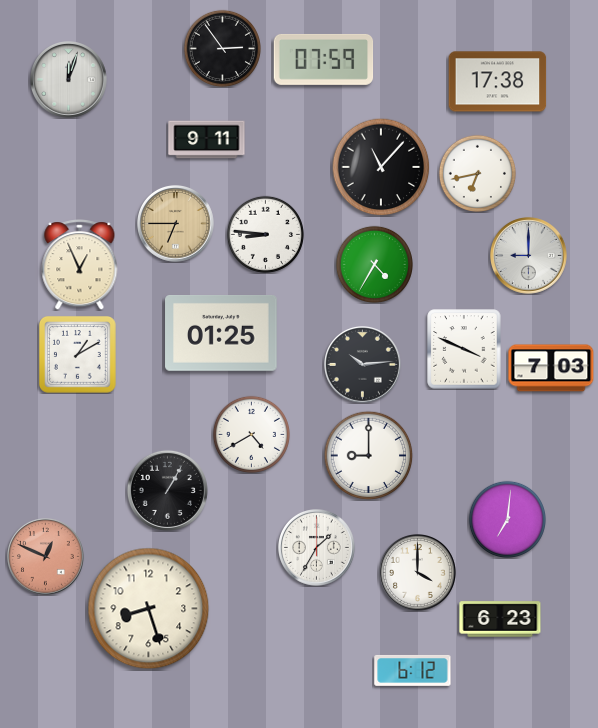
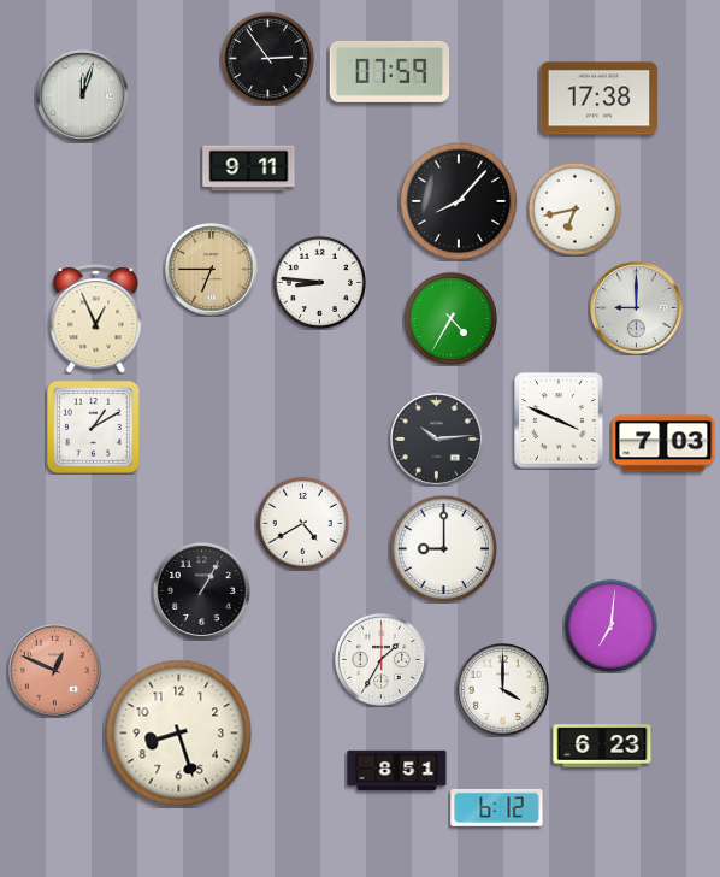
clock at (381, 167): 11:07 -> 8:07
clock at (221, 334): 01:25 -> none
clock at (397, 770): none -> 8:51
